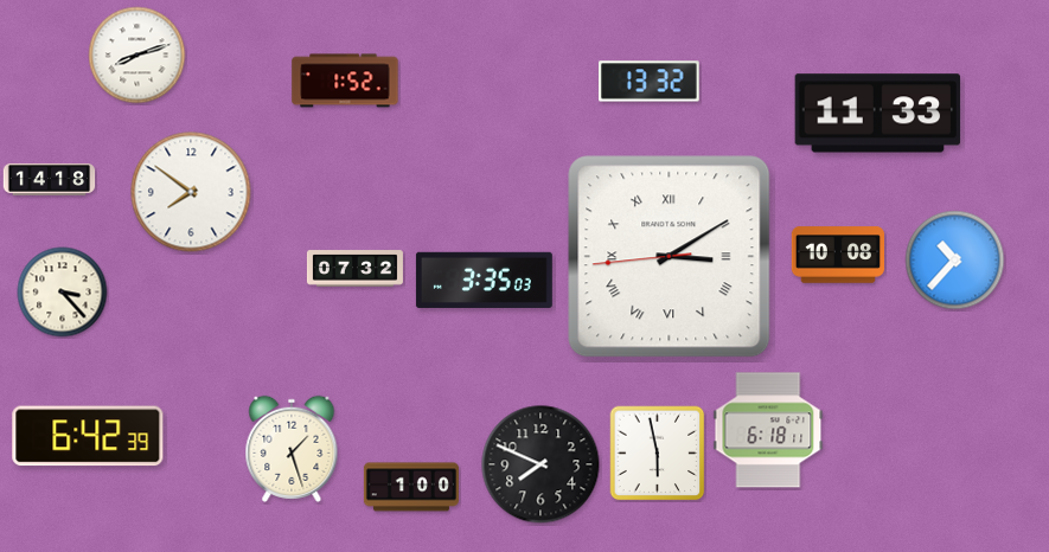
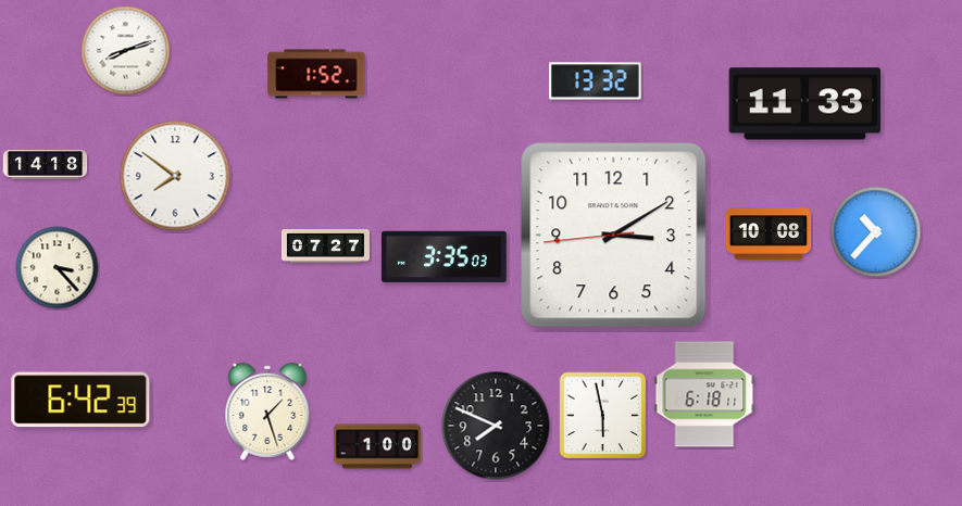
clock at (650, 82) position: (650, 82) -> (596, 81)
clock at (670, 257) numerals: Roman -> Arabic
clock at (955, 261) position: (955, 261) -> (876, 232)
clock at (354, 269): 07:32 -> 07:27
